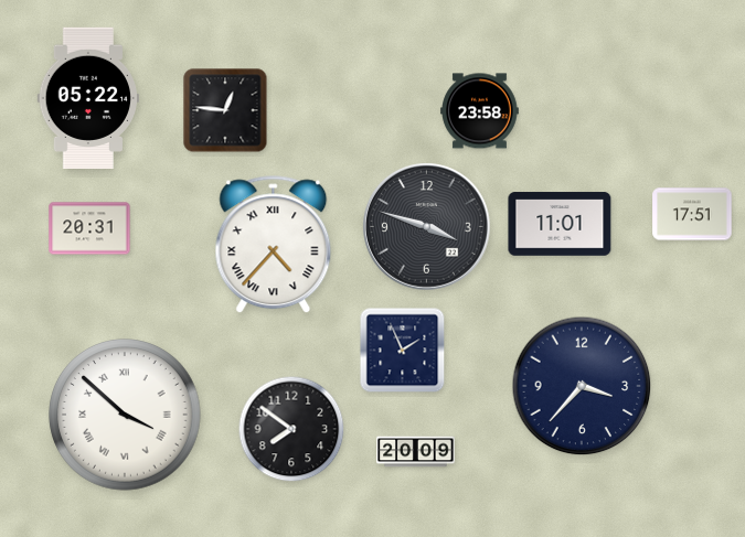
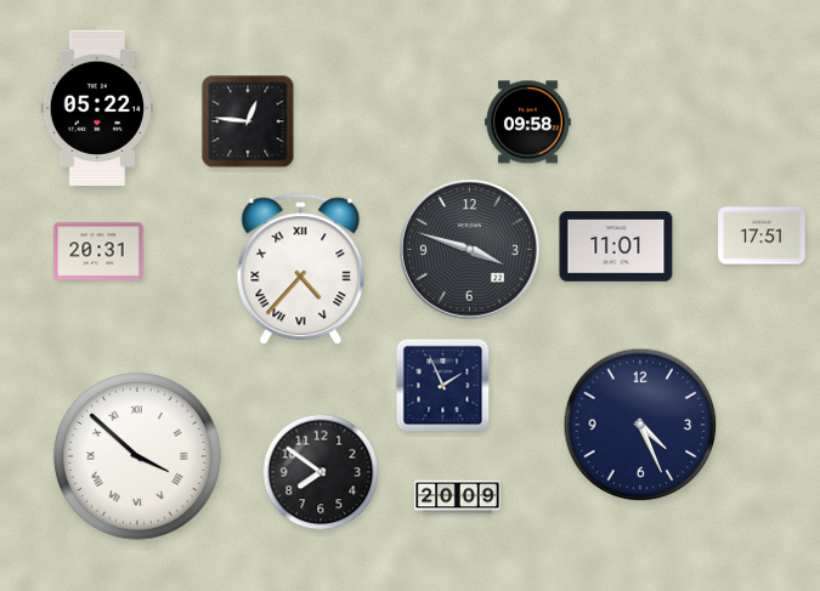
clock at (480, 111): 23:58 -> 09:58
clock at (582, 386): 3:37 -> 4:26
